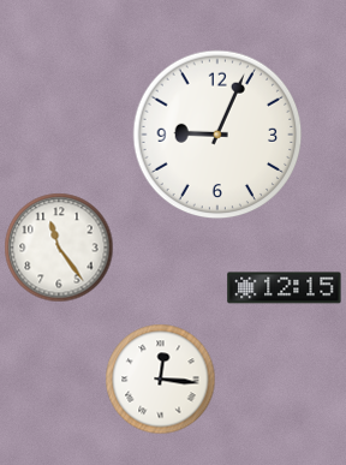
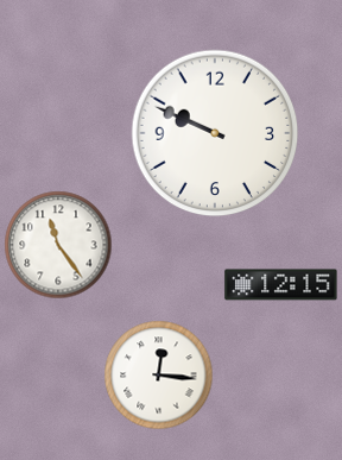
clock at (217, 135): 9:04 -> 9:49
